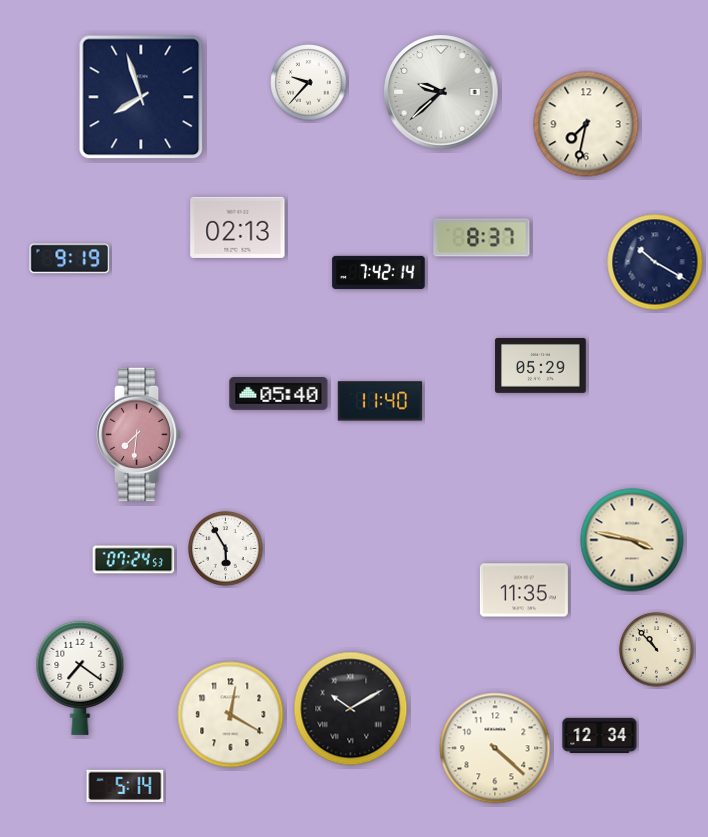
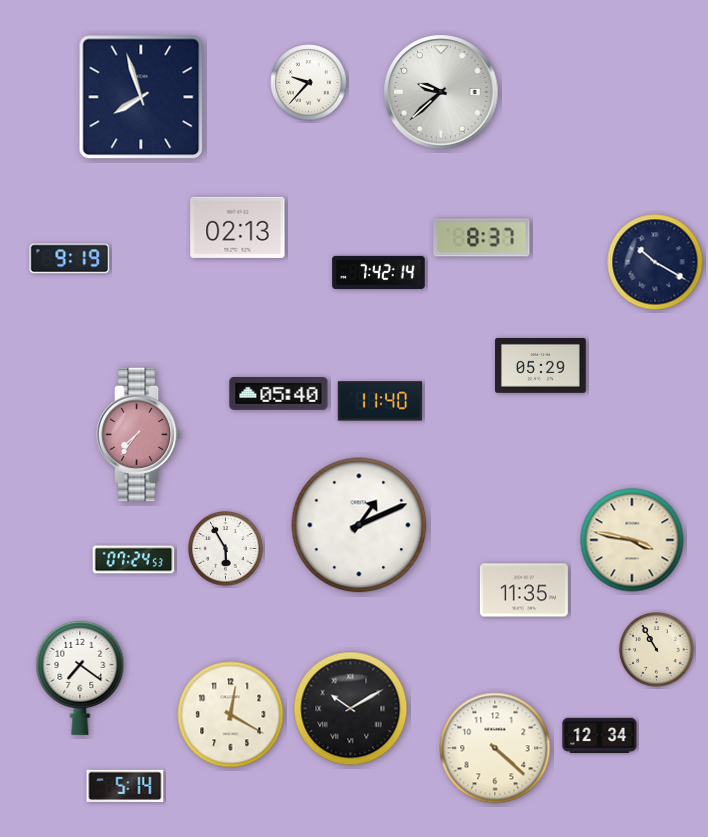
clock at (586, 124): 7:32 -> none
clock at (139, 435): 7:31 -> 7:36
clock at (359, 525): none -> 1:11
clock at (657, 650): 10:53 -> 10:55
